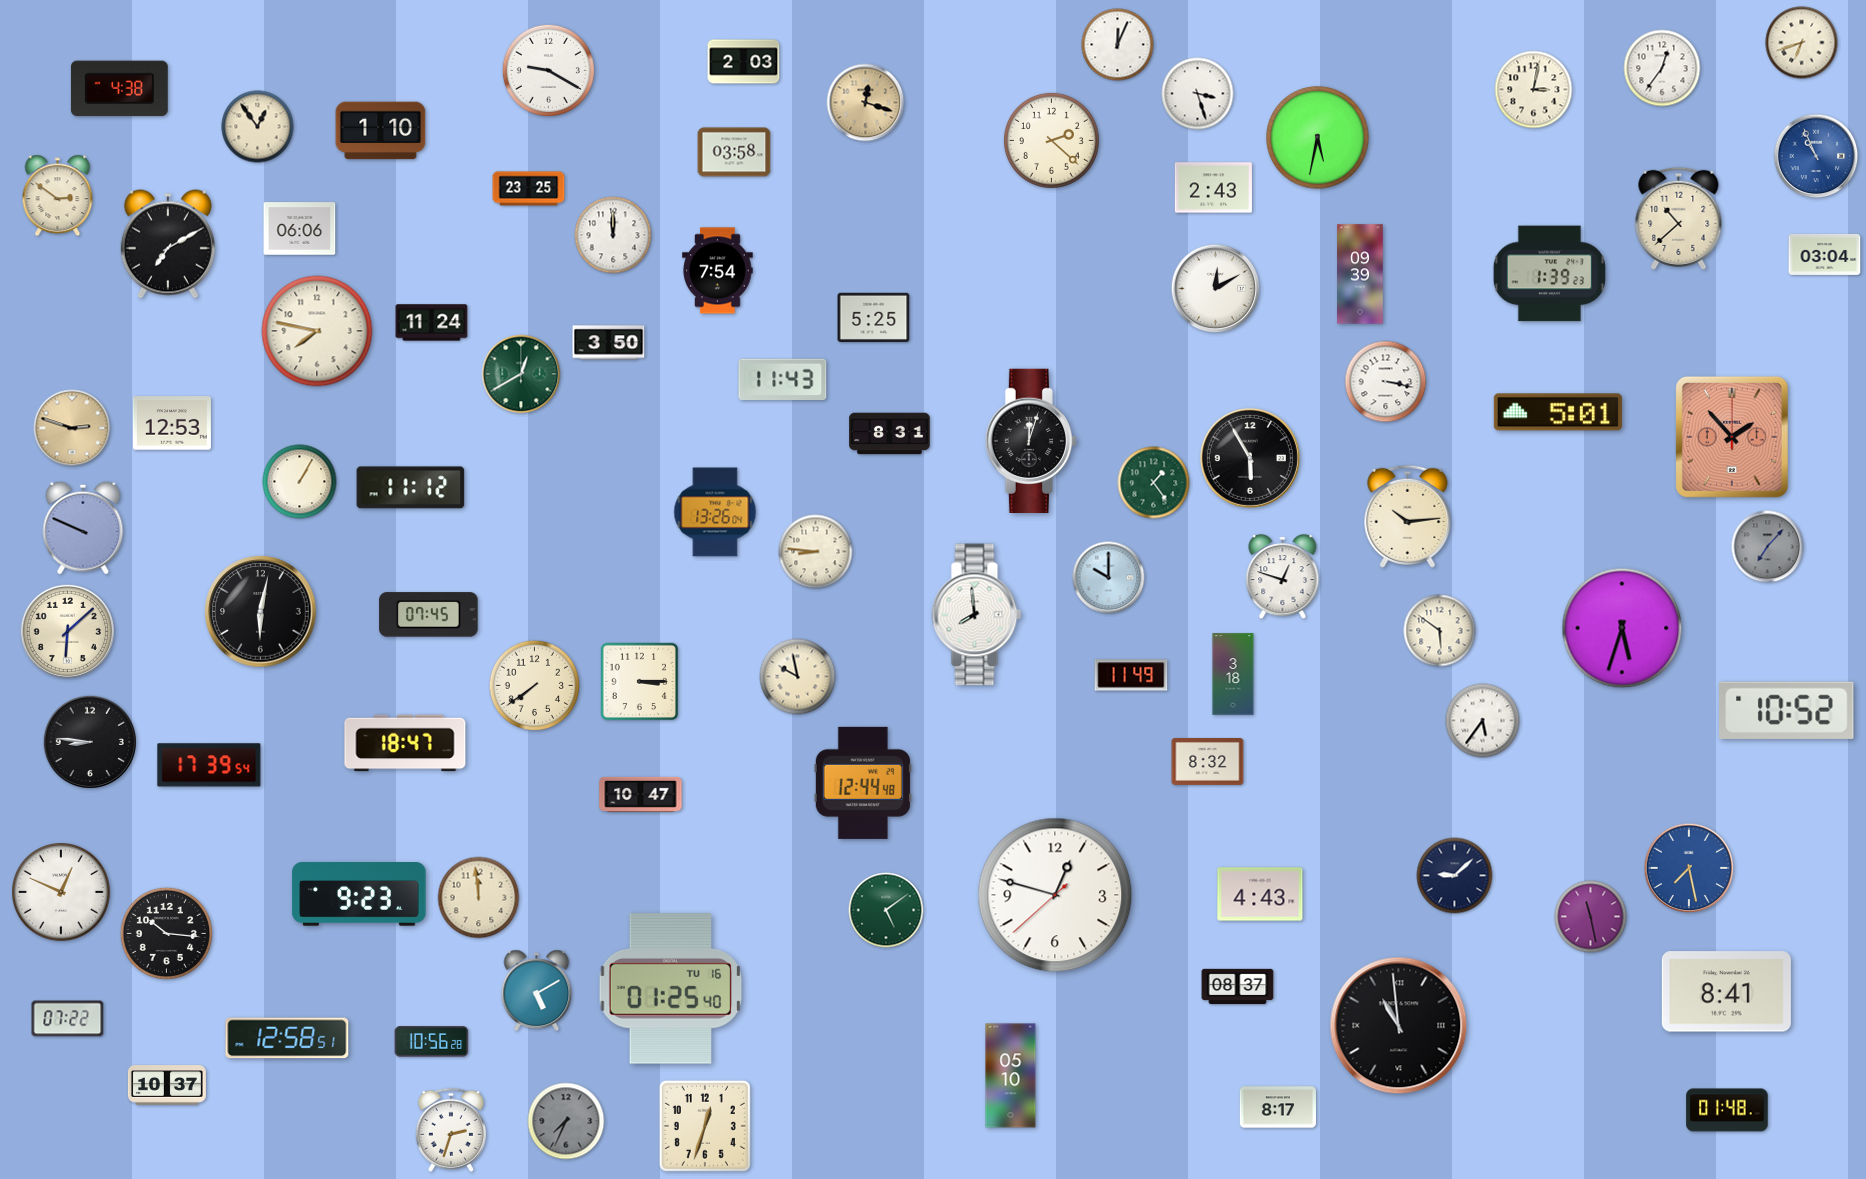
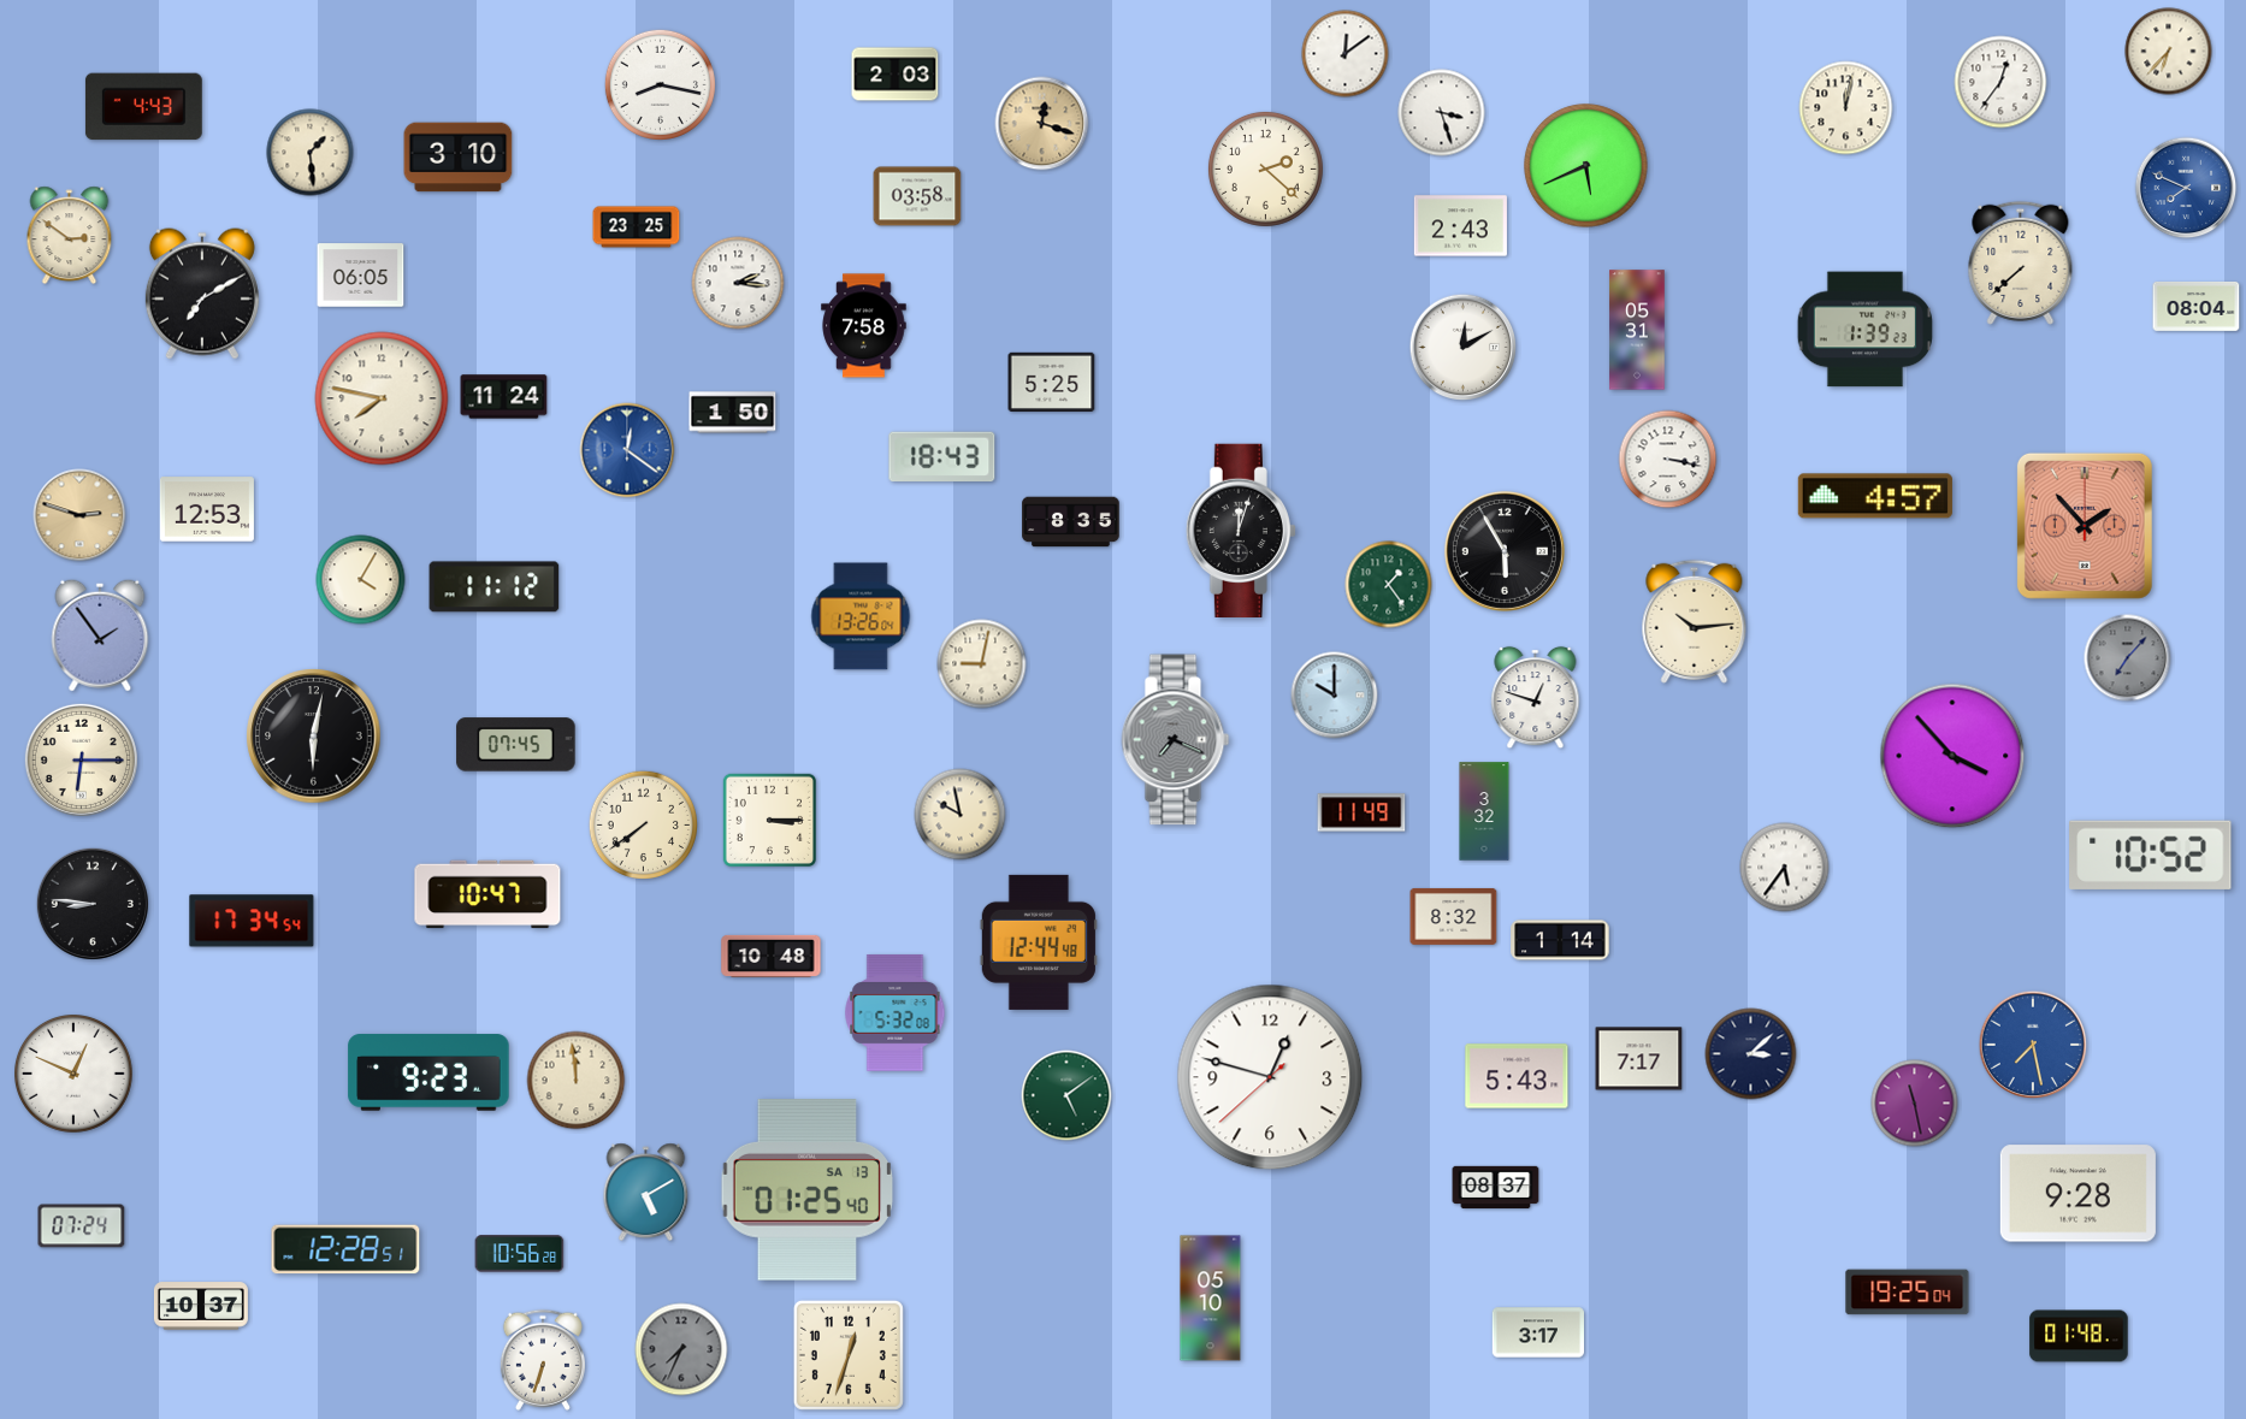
clock at (1802, 43): 6:42 -> 6:37
clock at (1118, 45): 12:04 -> 12:09
clock at (548, 70): 9:20 -> 8:17
clock at (119, 89): 4:38 -> 4:43
clock at (1534, 90): 3:02 -> 12:02
clock at (258, 127): 12:54 -> 1:29
clock at (381, 131): 1:10 -> 3:10
clock at (1318, 138): 5:32 -> 5:41
clock at (734, 152) position: (734, 152) -> (917, 196)
clock at (1816, 156): 10:56 -> 7:49
clock at (1679, 218): 10:38 -> 7:38
clock at (300, 229): 06:06 -> 06:05
clock at (613, 235): 12:00 -> 2:16
clock at (1825, 254): 03:04 -> 08:04
clock at (718, 271): 7:54 -> 7:58
clock at (1360, 274): 09:39 -> 05:31
clock at (432, 323) position: (432, 323) -> (504, 397)
clock at (609, 343): 3:50 -> 1:50
clock at (521, 374): 12:40 -> 12:21
clock at (521, 374) dial: green -> blue
clock at (783, 380): 11:43 -> 18:43
clock at (1558, 412): 5:01 -> 4:57
clock at (72, 428) position: (72, 428) -> (79, 515)
clock at (890, 434): 8:31 -> 8:35
clock at (300, 482): 1:05 -> 4:05
clock at (1154, 483) position: (1154, 483) -> (1389, 585)
clock at (83, 528): 9:49 -> 1:54
clock at (816, 552): 8:46 -> 9:02
clock at (1283, 577) position: (1283, 577) -> (1536, 698)
clock at (429, 615) position: (429, 615) -> (516, 745)
clock at (977, 615): 7:59 -> 7:19
clock at (977, 615) dial: white -> grey
clock at (1622, 628): 5:33 -> 3:53
clock at (67, 631): 6:08 -> 6:15
clock at (1440, 631): 5:51 -> none
clock at (1233, 674): 3:18 -> 3:32
clock at (90, 742) position: (90, 742) -> (93, 904)
clock at (405, 743): 18:47 -> 10:47
clock at (209, 765): 17:39 -> 17:34
clock at (1560, 940): none -> 1:14
clock at (641, 794): 10:47 -> 10:48
clock at (896, 1012): none -> 5:32
clock at (1455, 876): 9:08 -> 3:08
clock at (1639, 1059): none -> 7:17
clock at (359, 894) position: (359, 894) -> (428, 1072)
clock at (1260, 894): 4:43 -> 5:43
clock at (166, 933): 10:16 -> none
clock at (1238, 987) position: (1238, 987) -> (1496, 1188)
clock at (671, 989) date: TU 16 -> SA 13
clock at (1726, 992): 8:41 -> 9:28
clock at (68, 1019): 07:22 -> 07:24
clock at (1399, 1026): 10:59 -> none
clock at (287, 1038): 12:58 -> 12:28
clock at (1908, 1293): none -> 19:25
clock at (1011, 1076) position: (1011, 1076) -> (1211, 1299)
clock at (1277, 1107): 8:17 -> 3:17
clock at (451, 1130): 2:33 -> 6:33
